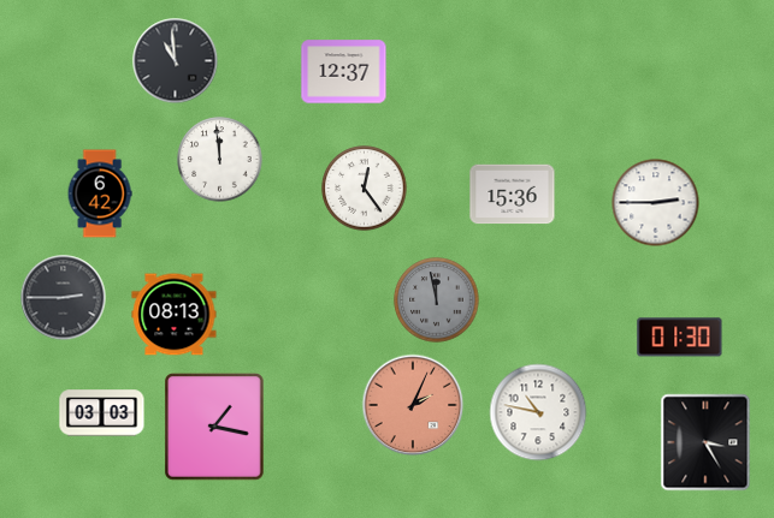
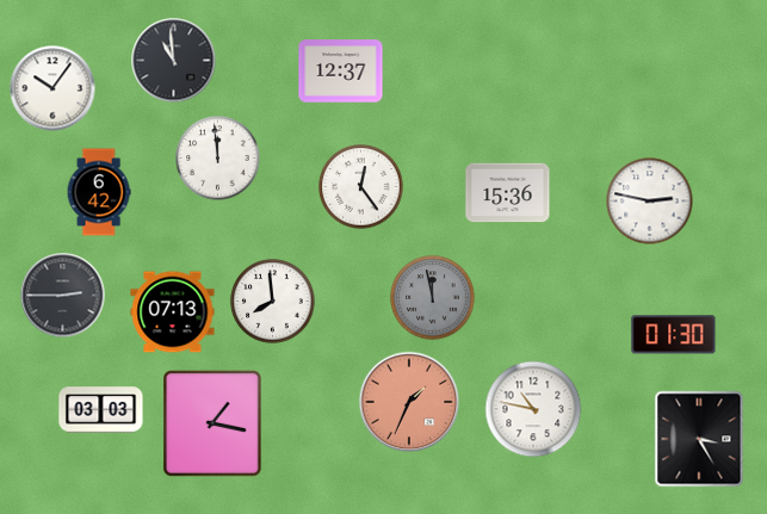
clock at (52, 88): none -> 10:06
clock at (656, 203): 2:45 -> 2:47
clock at (273, 302): none -> 7:59
clock at (175, 315): 08:13 -> 07:13
clock at (413, 405): 2:04 -> 1:34
